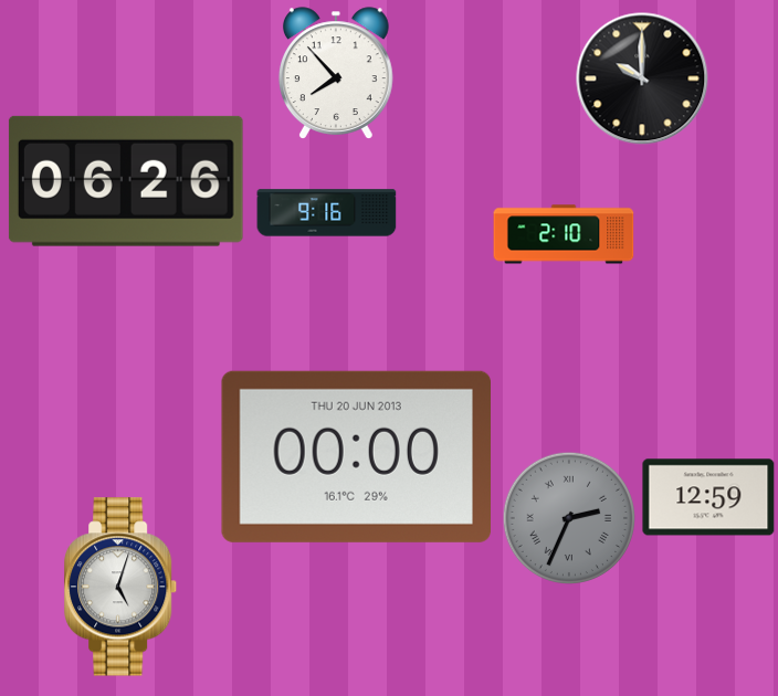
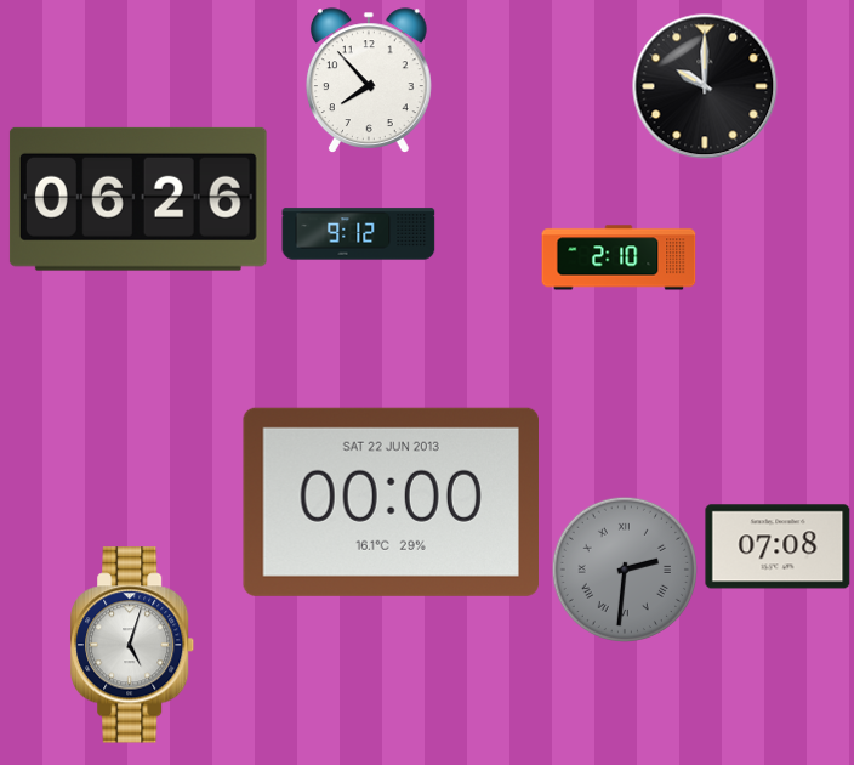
clock at (327, 213): 9:16 -> 9:12
clock at (356, 456) date: THU 20 JUN 2013 -> SAT 22 JUN 2013
clock at (708, 497): 12:59 -> 07:08
clock at (568, 517): 2:34 -> 2:31
